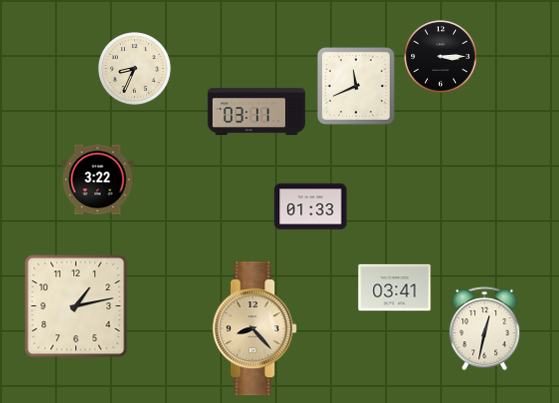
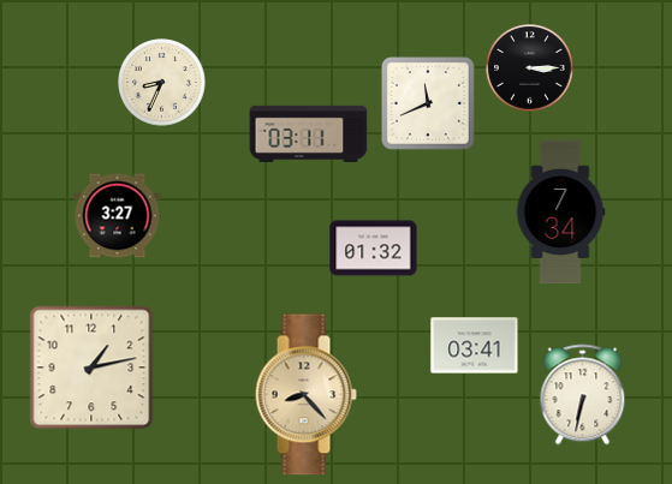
clock at (560, 213): none -> 7:34
clock at (98, 180): 3:22 -> 3:27
clock at (311, 207): 01:33 -> 01:32
clock at (485, 329): 12:32 -> 6:32
